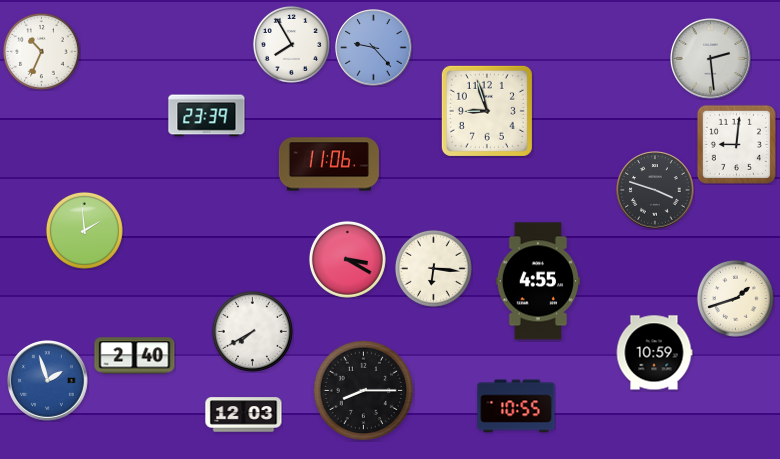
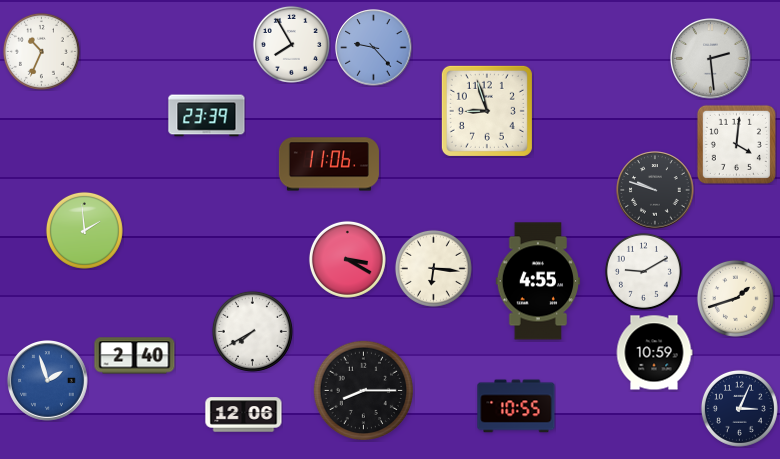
clock at (736, 144): 9:01 -> 4:01
clock at (655, 190): 3:48 -> 9:48
clock at (643, 271): none -> 9:10
clock at (739, 408): none -> 3:04
clock at (244, 415): 12:03 -> 12:06
